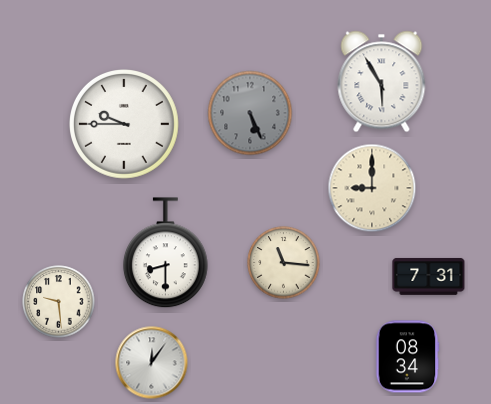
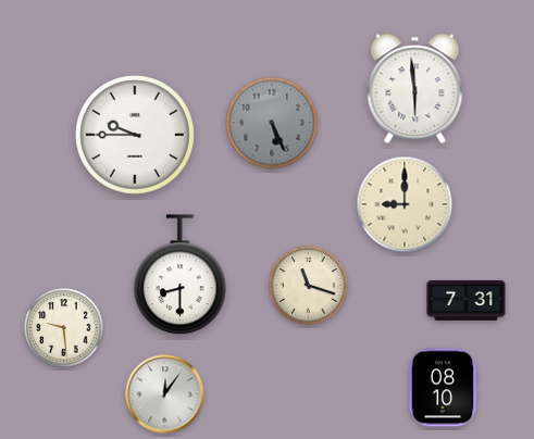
clock at (382, 82): 5:55 -> 5:59
clock at (284, 263): 11:16 -> 11:18
clock at (407, 357): 08:34 -> 08:10
